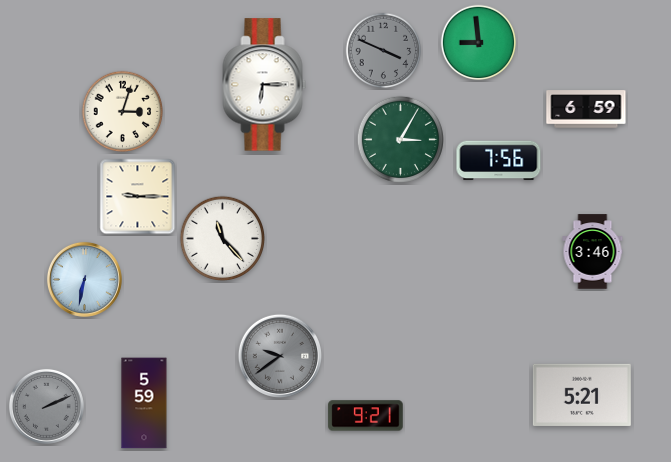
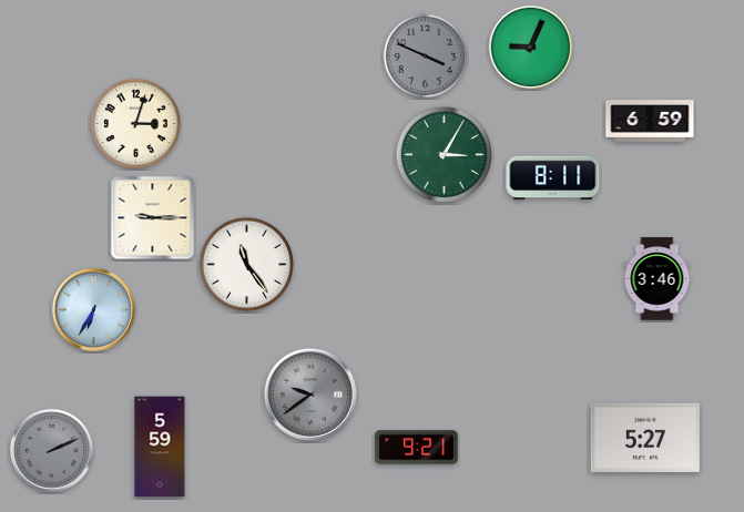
clock at (479, 43): 8:59 -> 9:04
clock at (265, 85): 6:15 -> none
clock at (499, 161): 7:56 -> 8:11
clock at (222, 238): 11:23 -> 11:24
clock at (84, 279): 6:32 -> 6:35
clock at (582, 395): 5:21 -> 5:27
clock at (366, 416) position: (366, 416) -> (417, 448)
